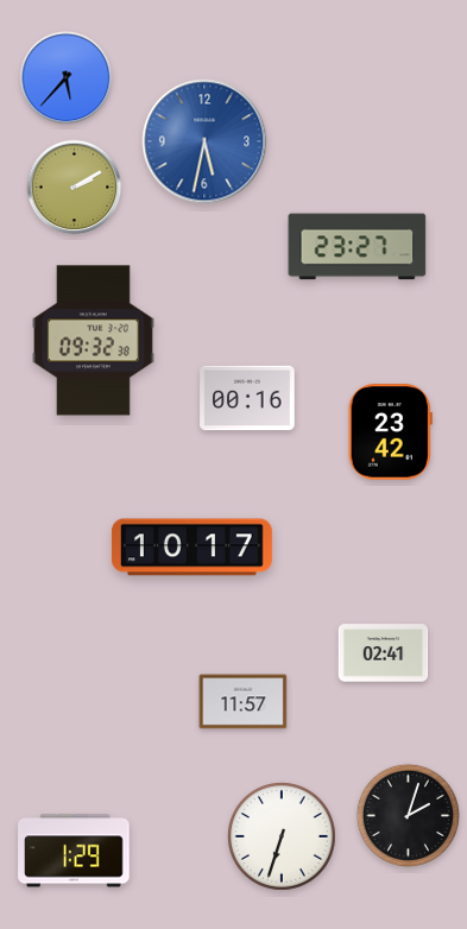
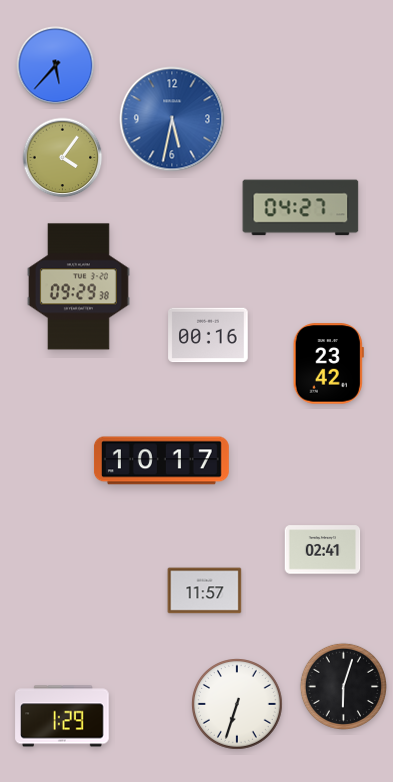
clock at (75, 188): 2:10 -> 4:06
clock at (358, 247): 23:27 -> 04:27
clock at (93, 341): 09:32 -> 09:29
clock at (408, 815): 2:03 -> 6:03
